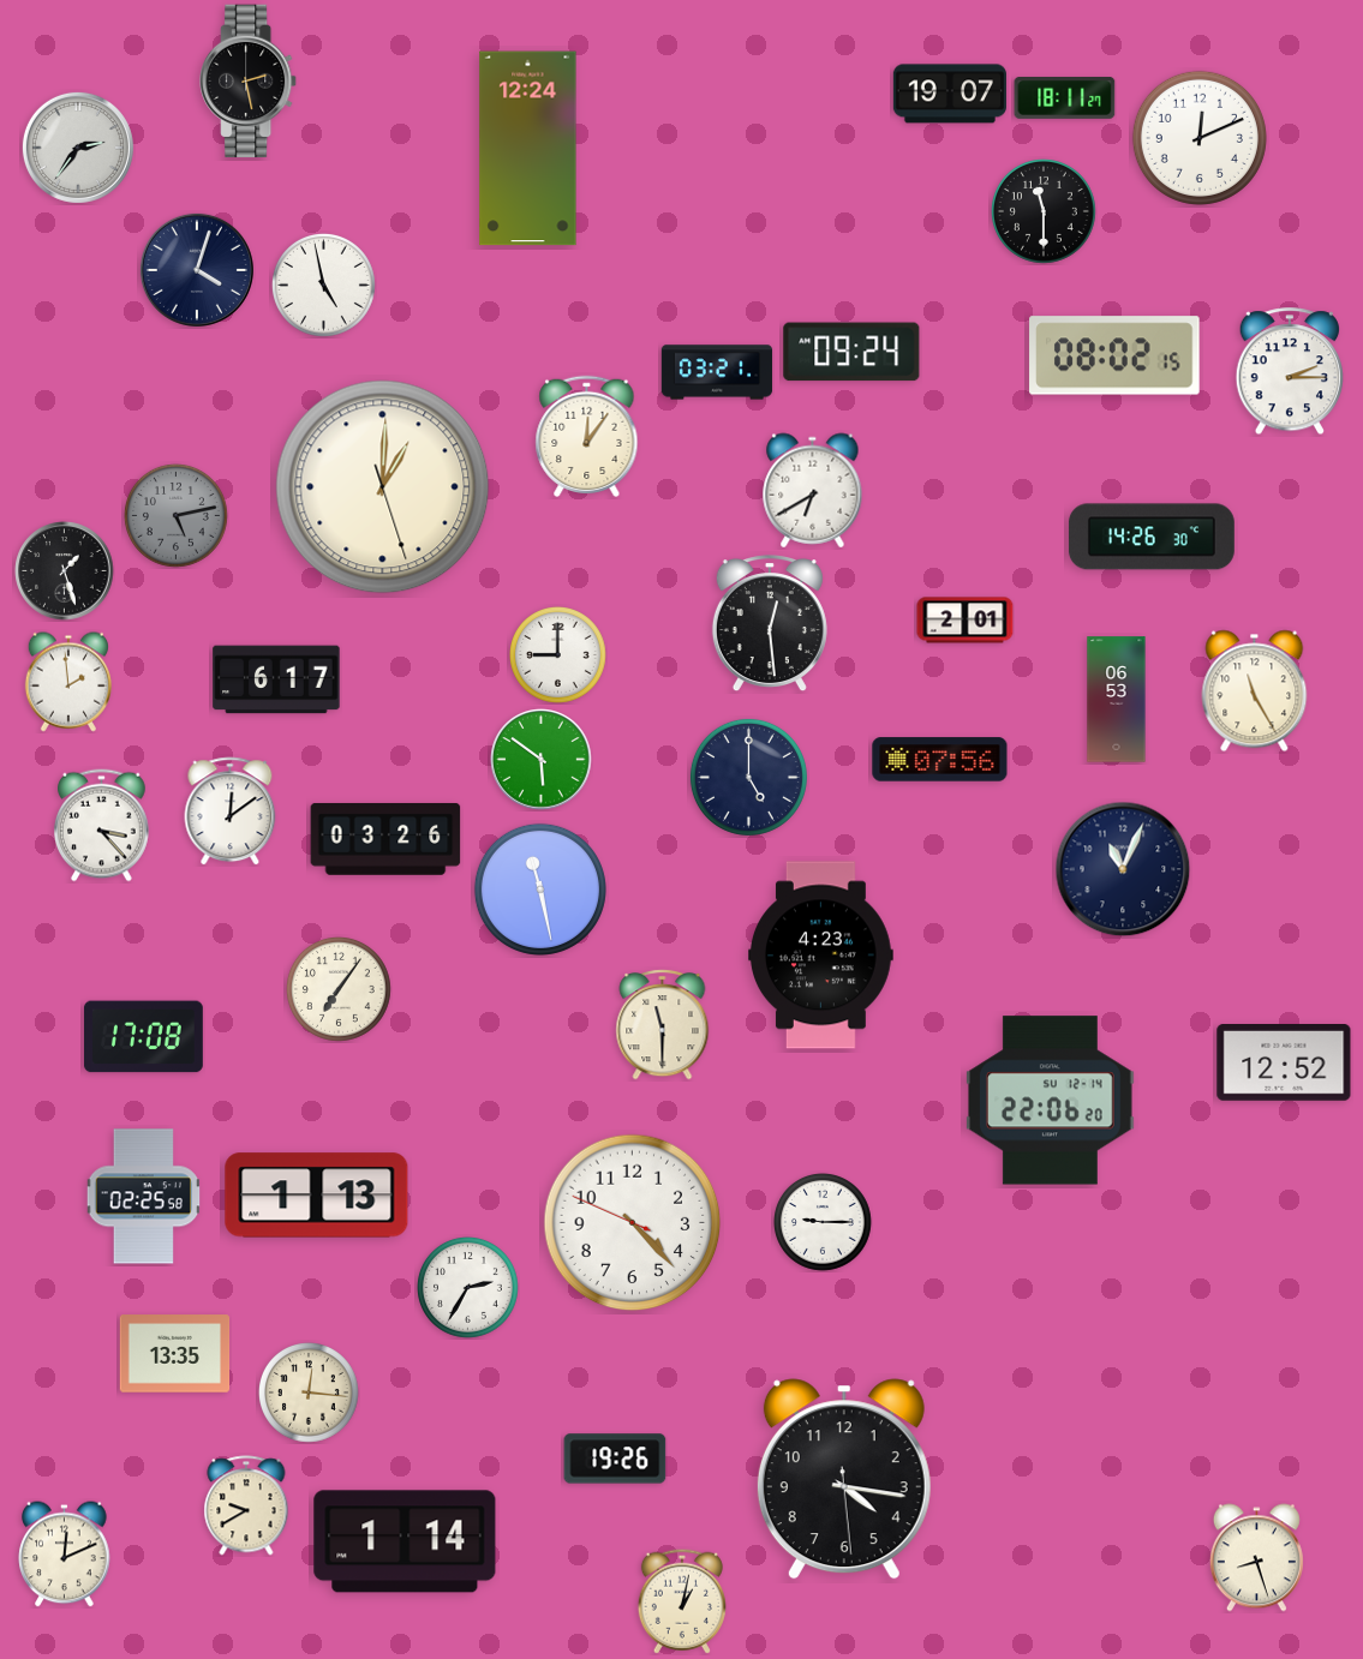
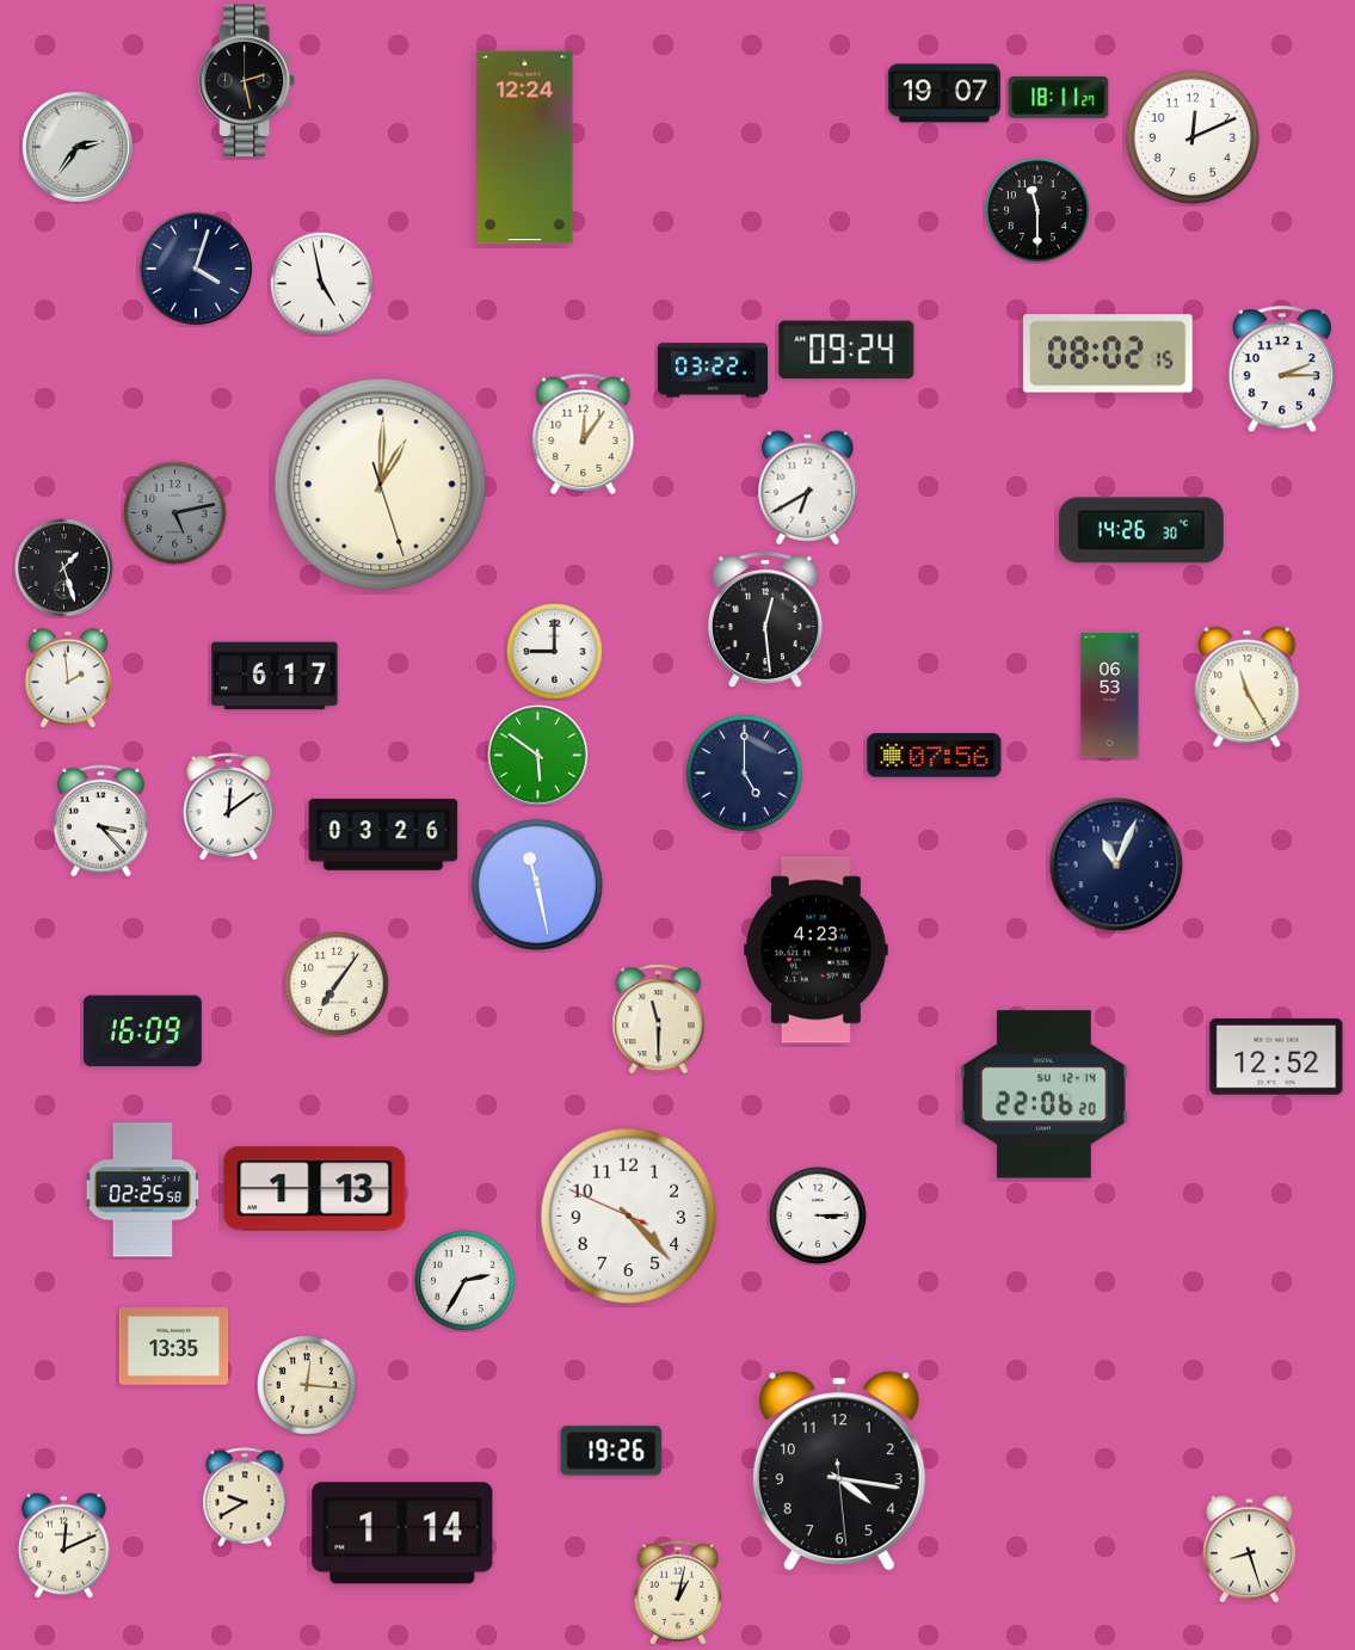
clock at (717, 372): 03:21 -> 03:22
clock at (1152, 537) position: (1152, 537) -> (1141, 530)
clock at (966, 621): 2:01 -> none
clock at (143, 1037): 17:08 -> 16:09
clock at (824, 1223): 9:15 -> 3:15
